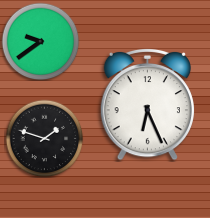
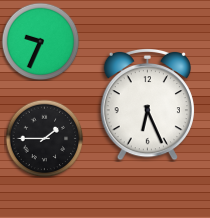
clock at (40, 41): 9:39 -> 9:34
clock at (44, 138): 1:48 -> 1:45
